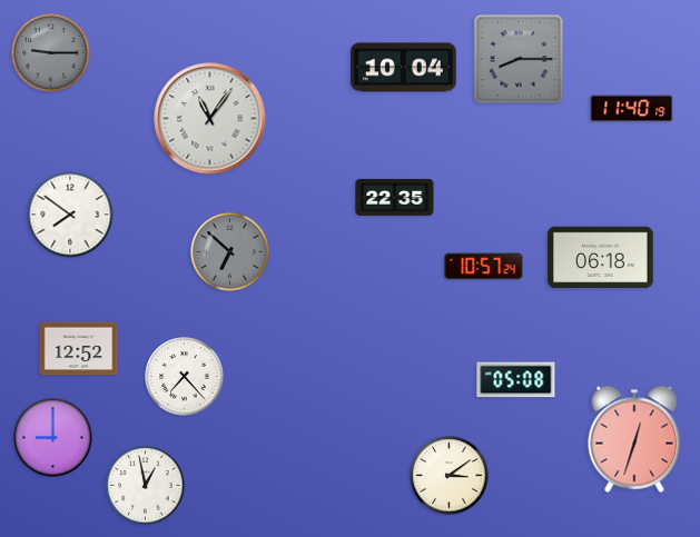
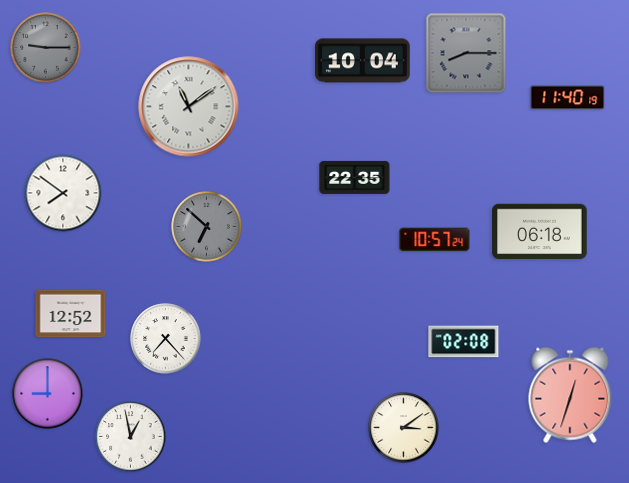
clock at (210, 119): 11:06 -> 11:09
clock at (516, 380): 05:08 -> 02:08
